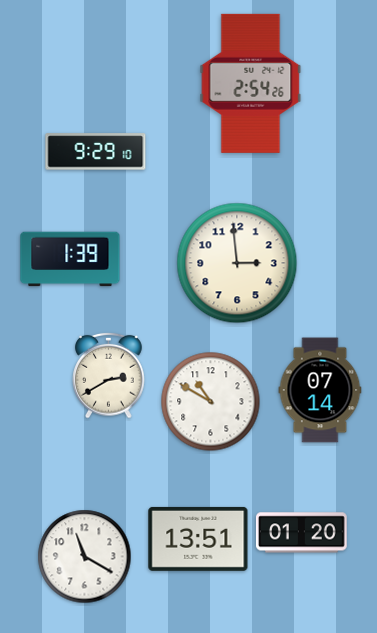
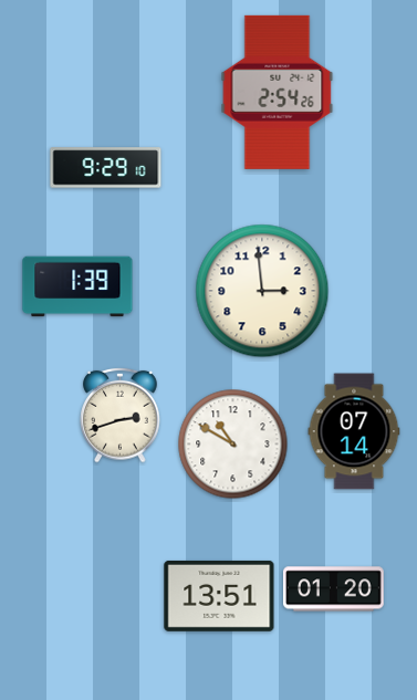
clock at (109, 375): 2:40 -> 2:42
clock at (85, 557): 11:20 -> none
